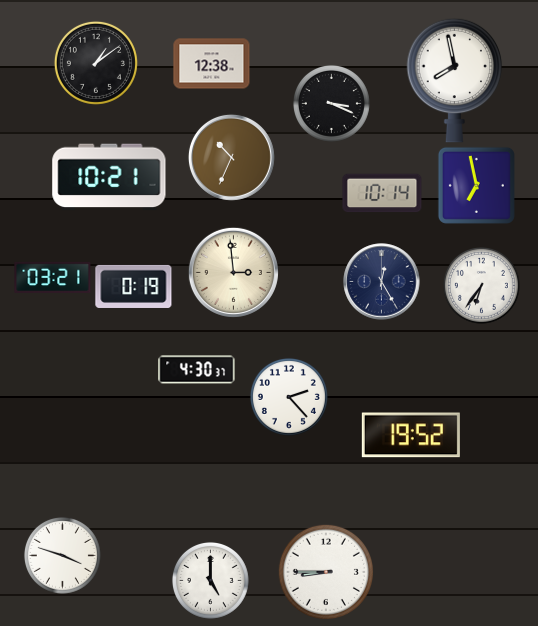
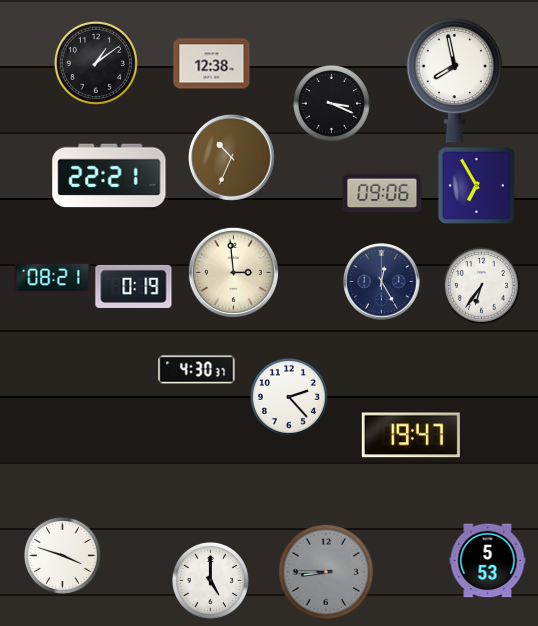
clock at (109, 177): 10:21 -> 22:21
clock at (476, 185): 6:58 -> 6:55
clock at (382, 193): 10:14 -> 09:06
clock at (53, 277): 03:21 -> 08:21
clock at (411, 435): 19:52 -> 19:47
clock at (488, 561): none -> 5:53
clock at (326, 572) dial: white -> grey
